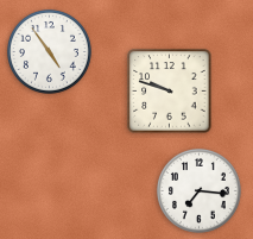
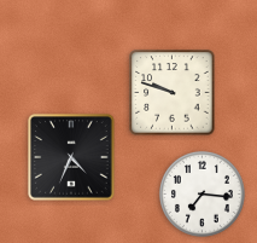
clock at (49, 51): 4:54 -> none
clock at (72, 158): none -> 4:34
